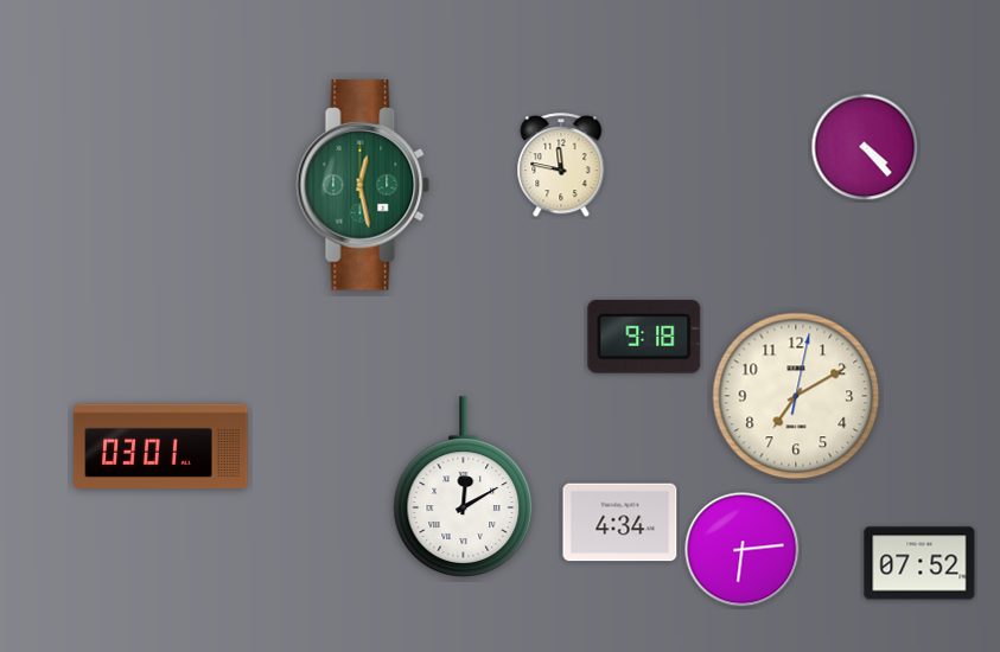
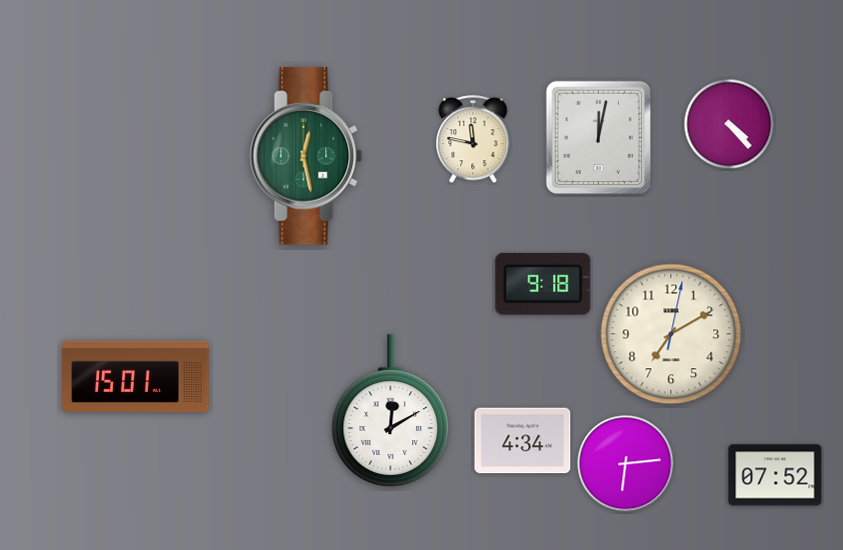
clock at (599, 138): none -> 12:02
clock at (161, 446): 03:01 -> 15:01
